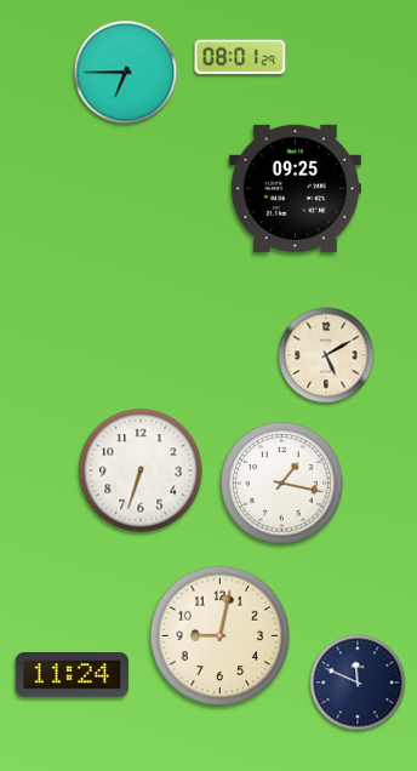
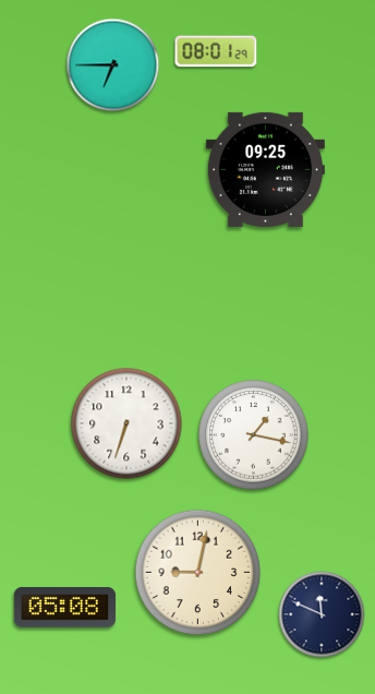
clock at (326, 355): 5:10 -> none
clock at (73, 674): 11:24 -> 05:08
